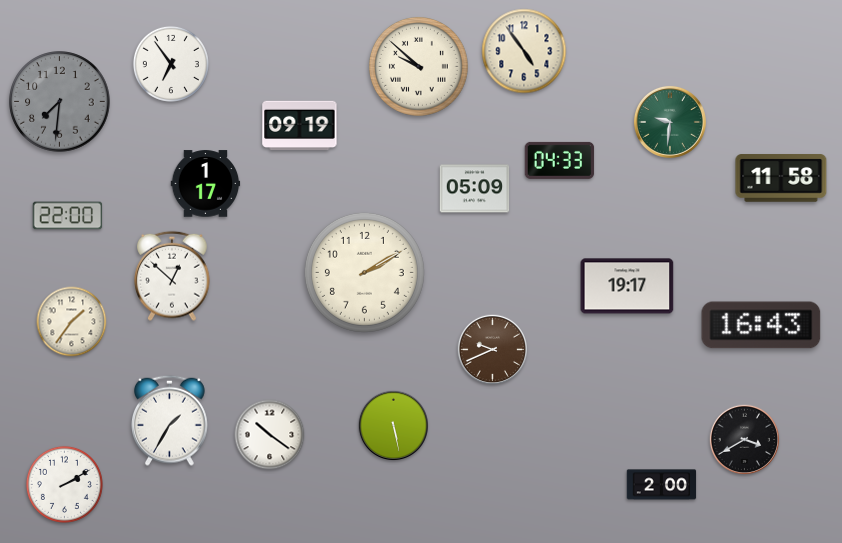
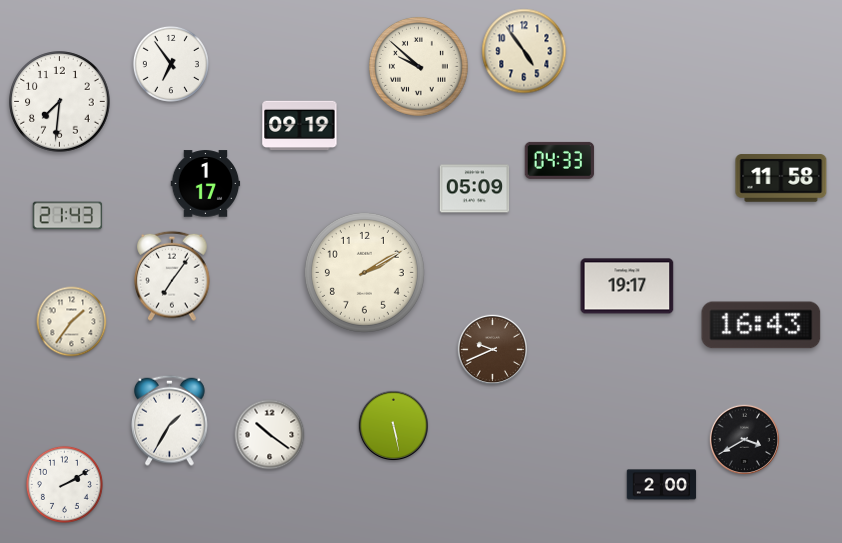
clock at (60, 102) dial: grey -> white
clock at (670, 122): 9:31 -> none
clock at (68, 216): 22:00 -> 21:43
clock at (172, 276): 12:52 -> 7:06
